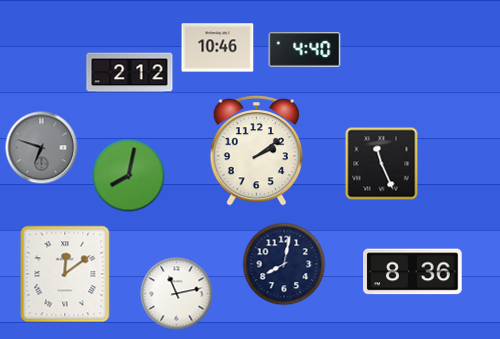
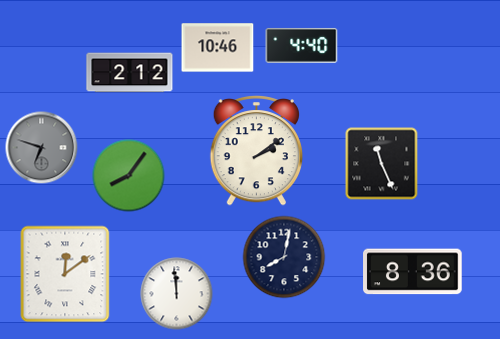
clock at (305, 49) position: (305, 49) -> (302, 45)
clock at (129, 176): 8:02 -> 8:06
clock at (284, 264) position: (284, 264) -> (284, 257)
clock at (177, 294): 11:13 -> 11:59
